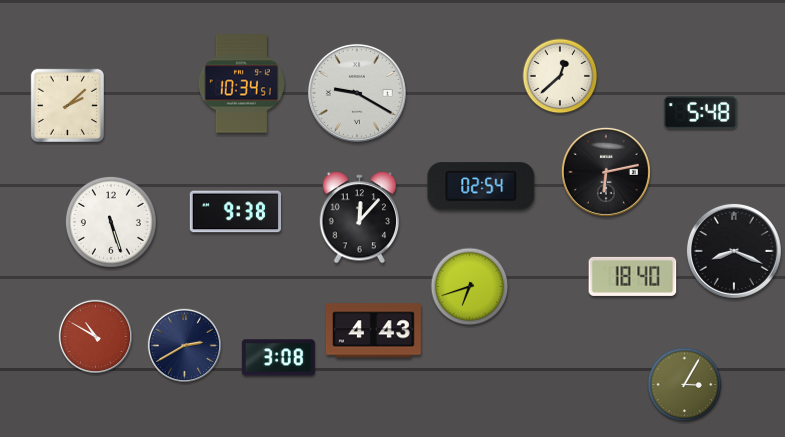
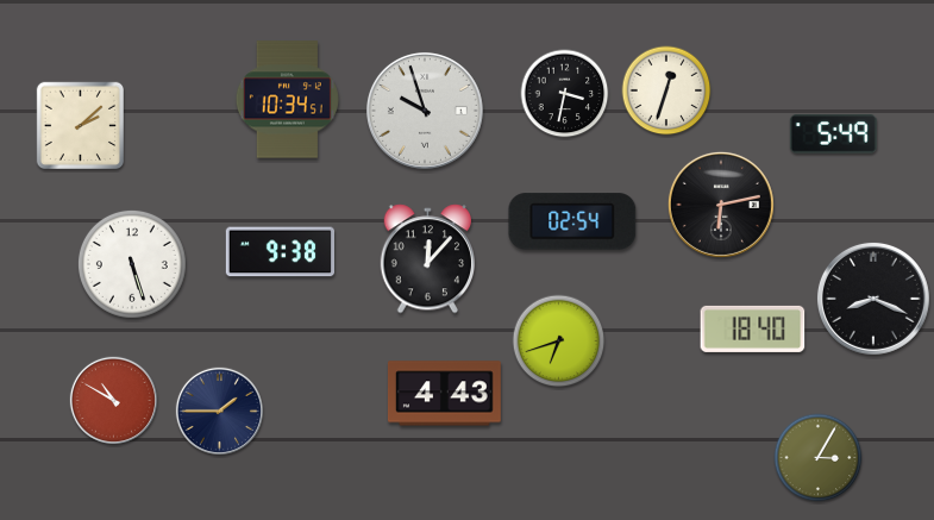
clock at (560, 76): 12:38 -> 12:33
clock at (565, 94): none -> 3:32
clock at (357, 93): 9:20 -> 9:57
clock at (700, 113): 5:48 -> 5:49
clock at (184, 345): 2:40 -> 1:45
clock at (278, 358): 3:08 -> none
clock at (685, 385) position: (685, 385) -> (819, 458)
